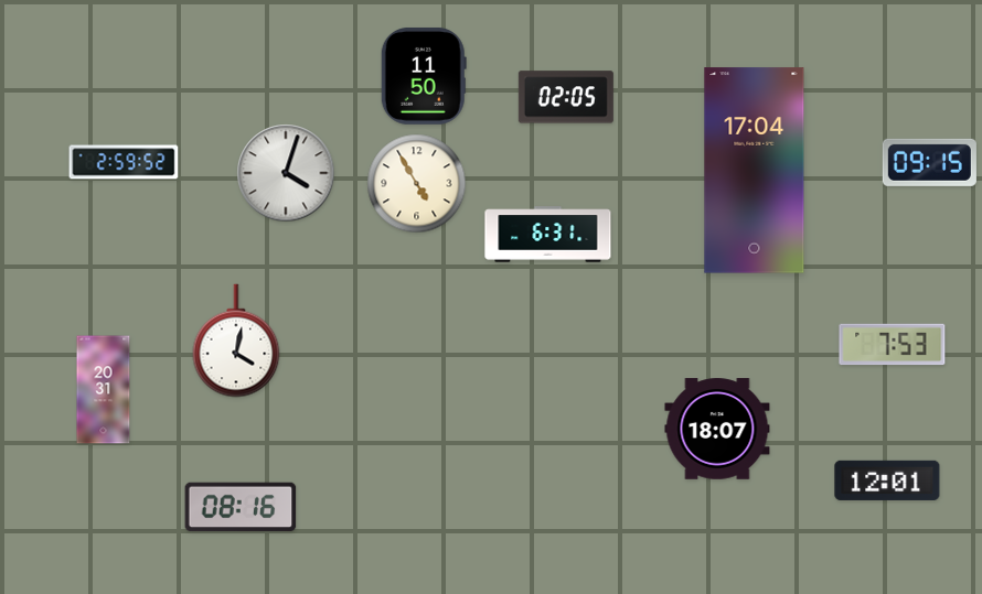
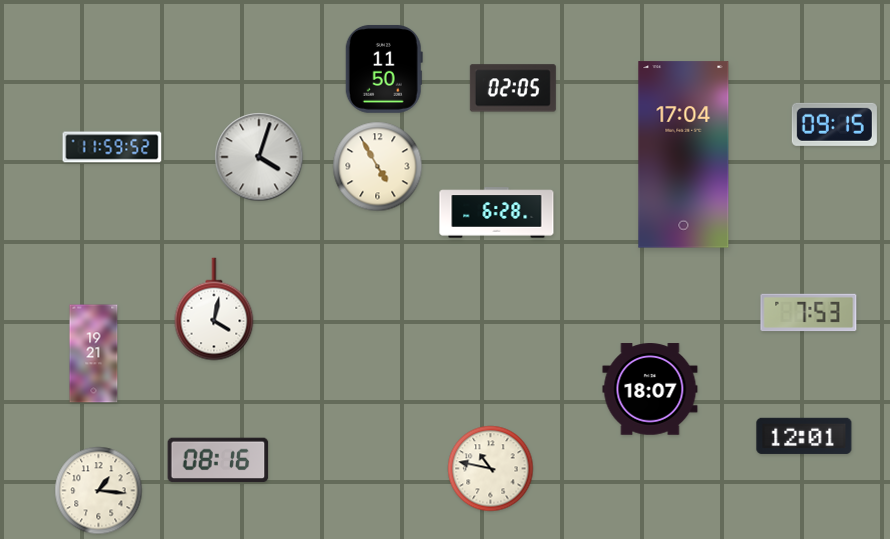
clock at (124, 162): 2:59 -> 11:59
clock at (929, 162) position: (929, 162) -> (834, 124)
clock at (548, 235): 6:31 -> 6:28
clock at (104, 390): 20:31 -> 19:21
clock at (491, 469): none -> 10:47
clock at (99, 491): none -> 1:16
